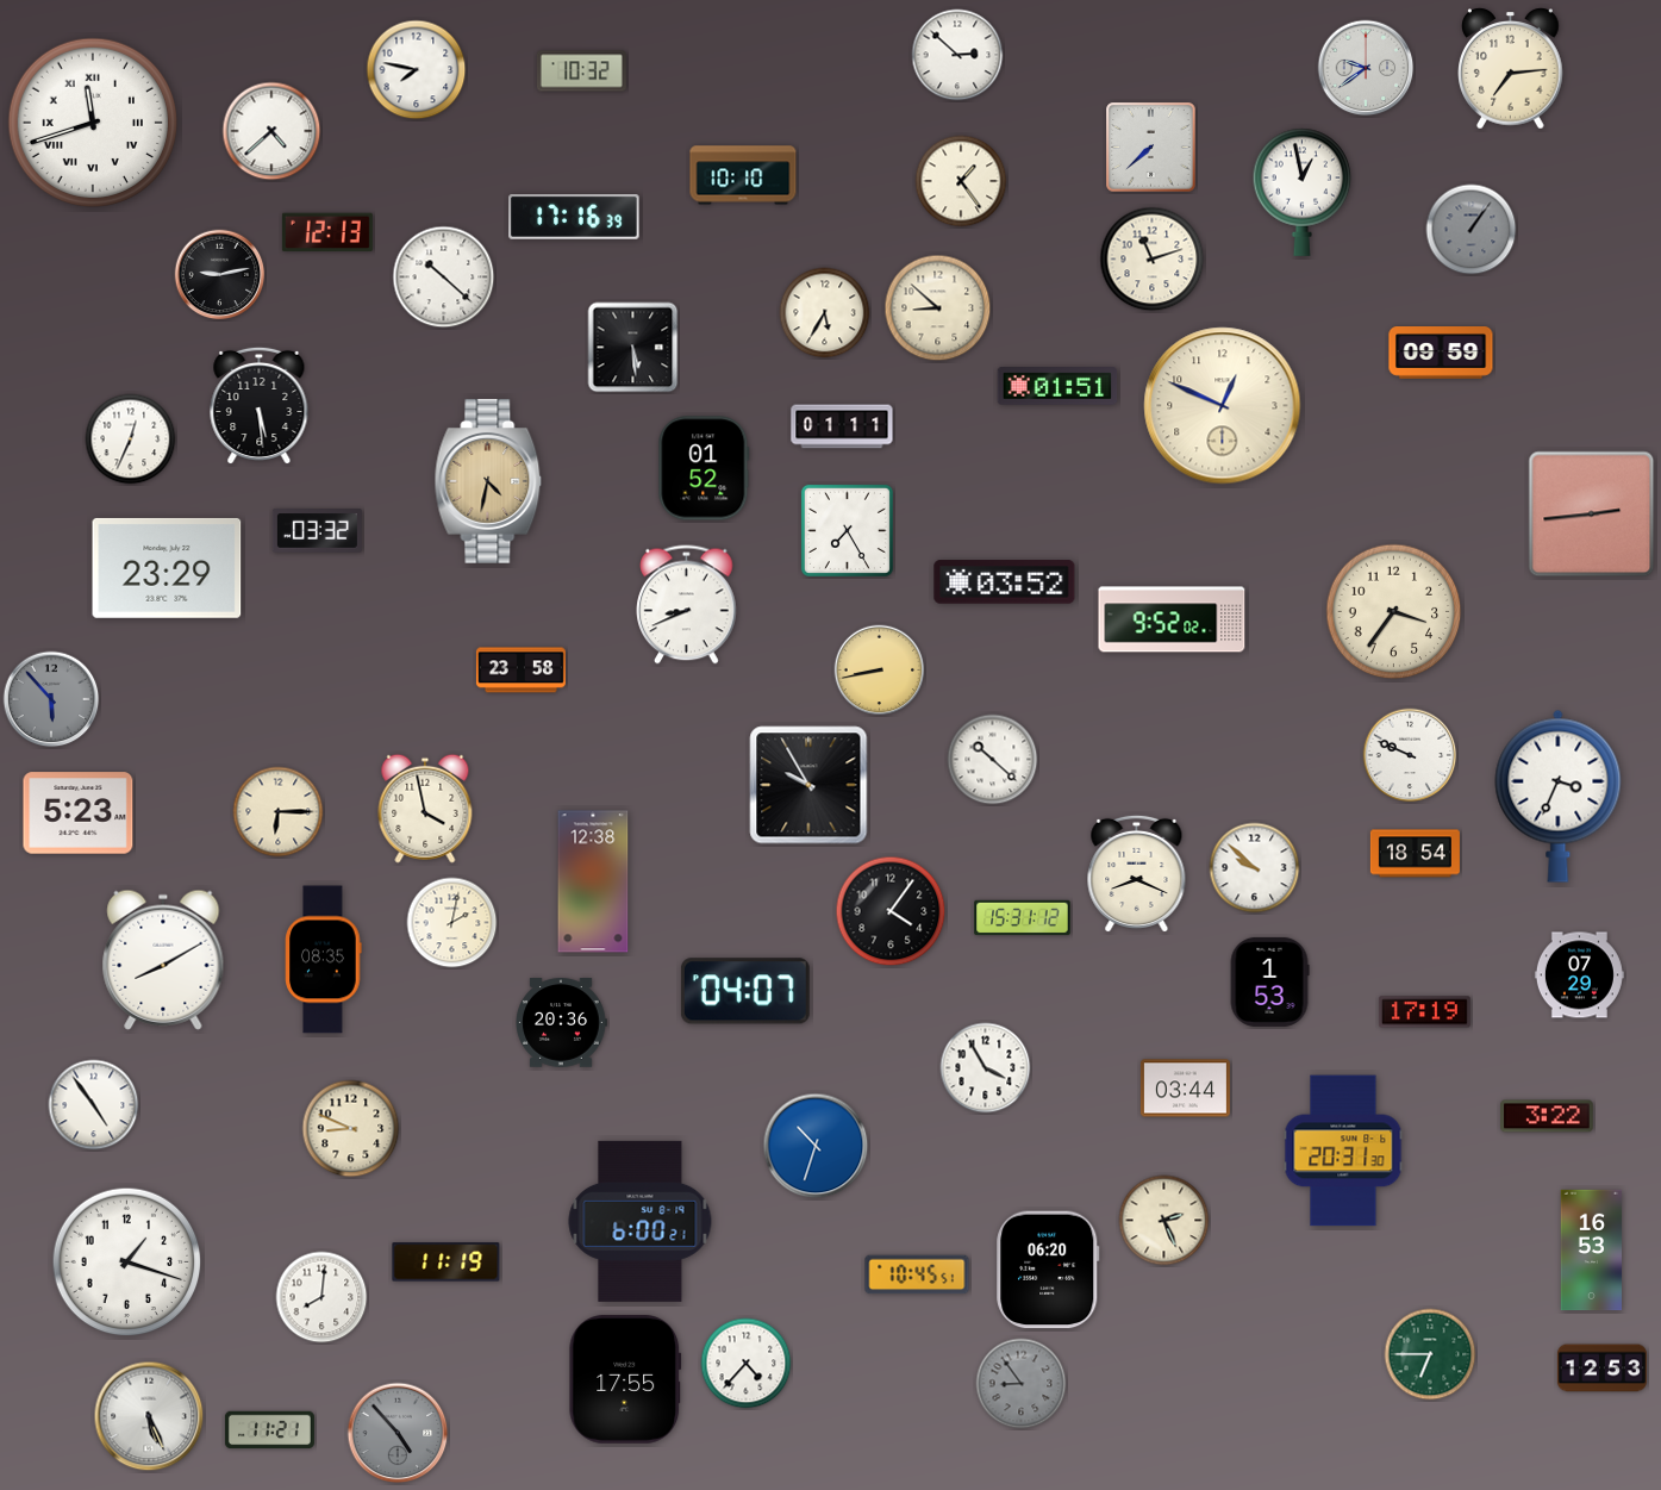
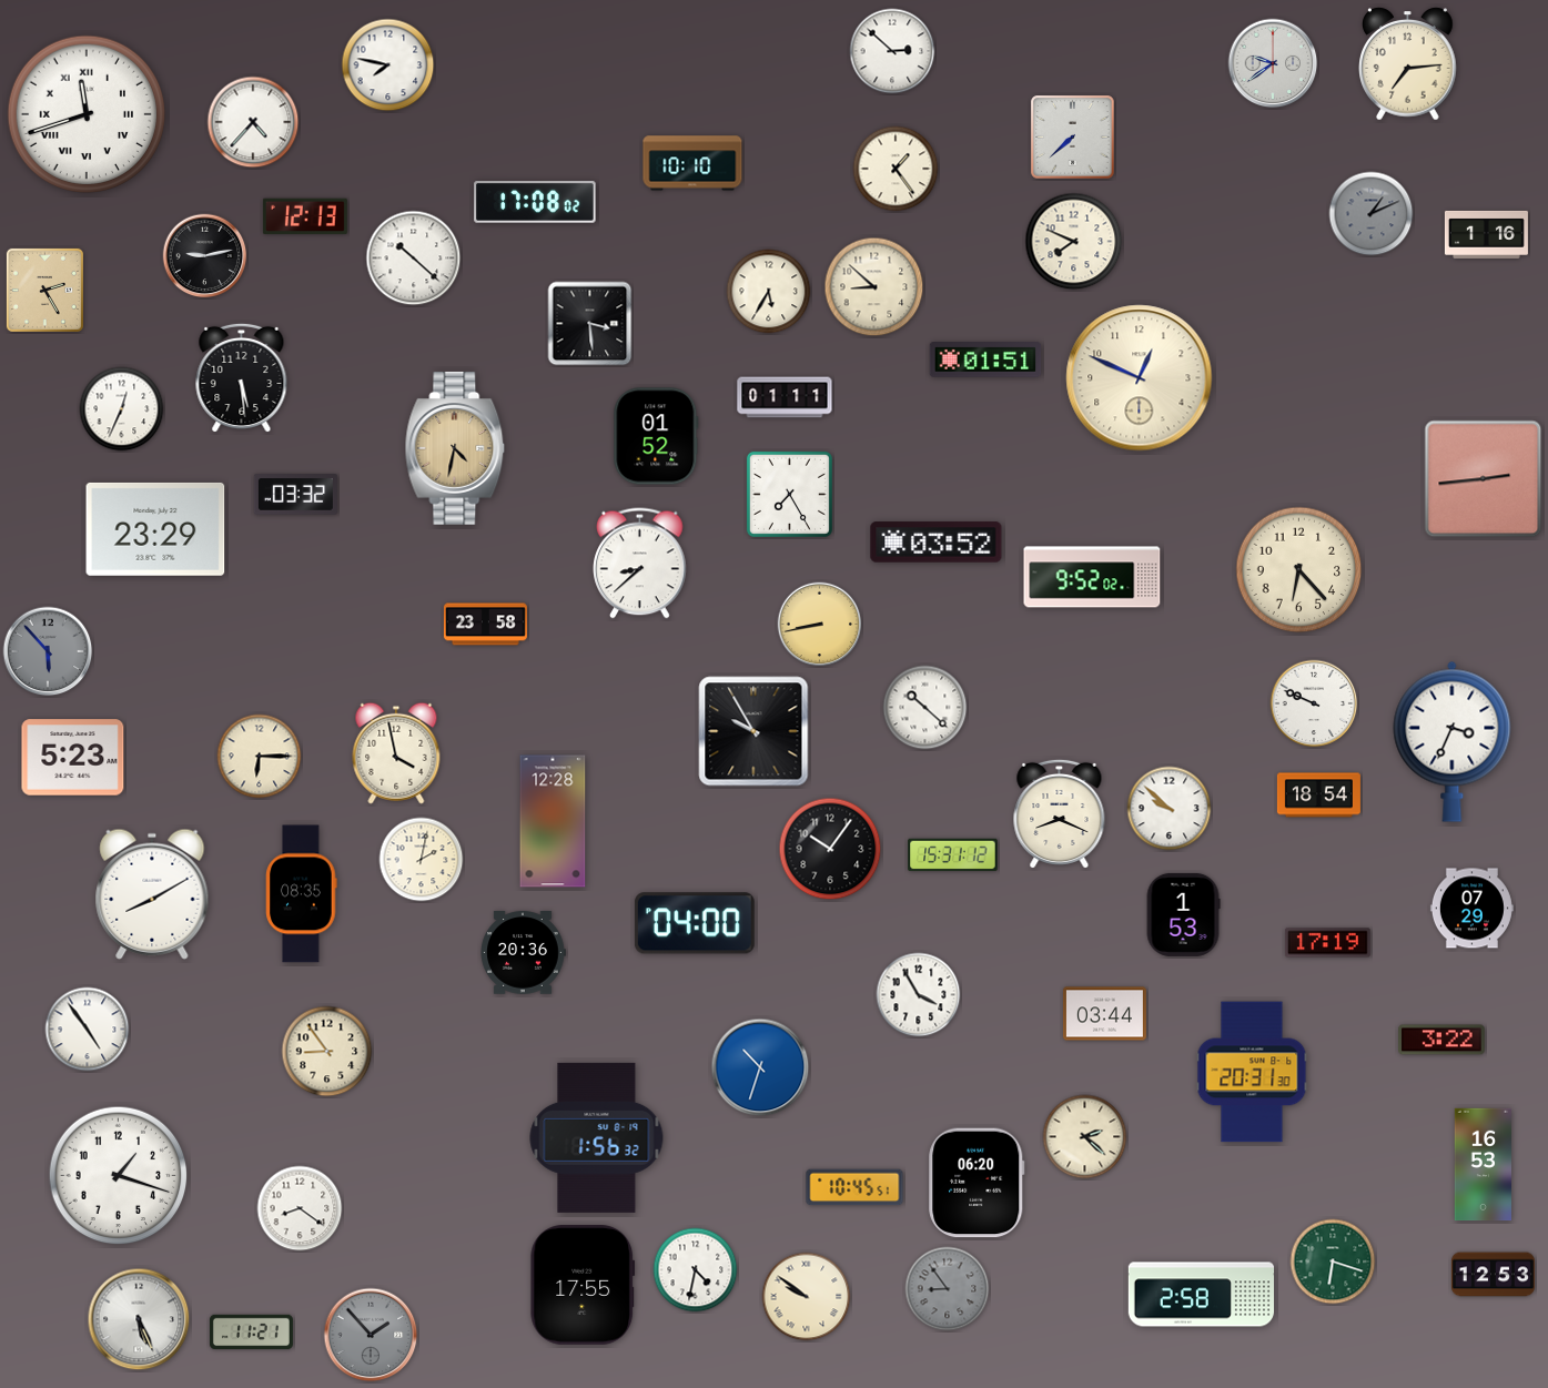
clock at (581, 71): 10:32 -> none
clock at (271, 131): 4:38 -> 4:37
clock at (1303, 192): 12:58 -> none
clock at (574, 218): 17:16 -> 17:08
clock at (1472, 230): 1:06 -> 1:11
clock at (1486, 234): none -> 1:16
clock at (1153, 260): 11:12 -> 7:49
clock at (44, 290): none -> 2:25
clock at (633, 348): 5:29 -> 3:29
clock at (1441, 354): 09:59 -> none
clock at (687, 605): 8:41 -> 8:38
clock at (1394, 612): 3:36 -> 6:23
clock at (593, 881): 12:38 -> 12:28
clock at (891, 911): 4:06 -> 10:06
clock at (745, 991): 04:07 -> 04:00
clock at (351, 1129): 8:49 -> 8:54
clock at (641, 1221): 6:00 -> 1:56
clock at (1164, 1221): 2:26 -> 2:22
clock at (447, 1263): 11:19 -> none
clock at (321, 1297): 8:01 -> 8:21
clock at (1430, 1354): 6:45 -> 6:18
clock at (747, 1364): 4:37 -> 4:32
clock at (1022, 1384) position: (1022, 1384) -> (948, 1289)
clock at (1202, 1295): none -> 2:58
clock at (807, 1297): none -> 9:51
clock at (398, 1433): 4:53 -> 1:53
